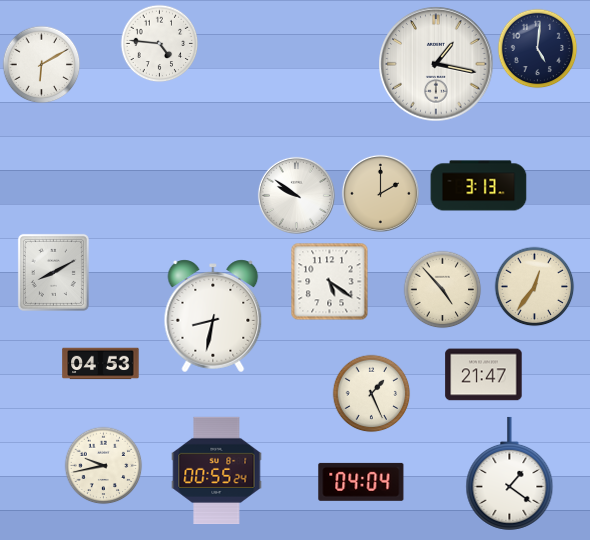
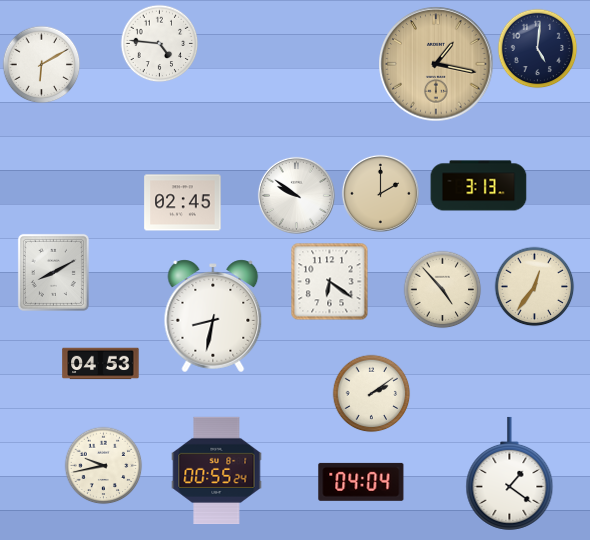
clock at (436, 64) dial: white -> champagne
clock at (183, 203): none -> 02:45
clock at (329, 281): 5:21 -> 6:21
clock at (484, 375): 21:47 -> none
clock at (371, 393): 1:26 -> 2:09
